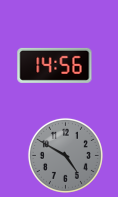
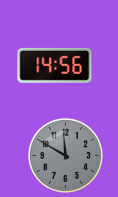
clock at (65, 155): 4:50 -> 11:50
